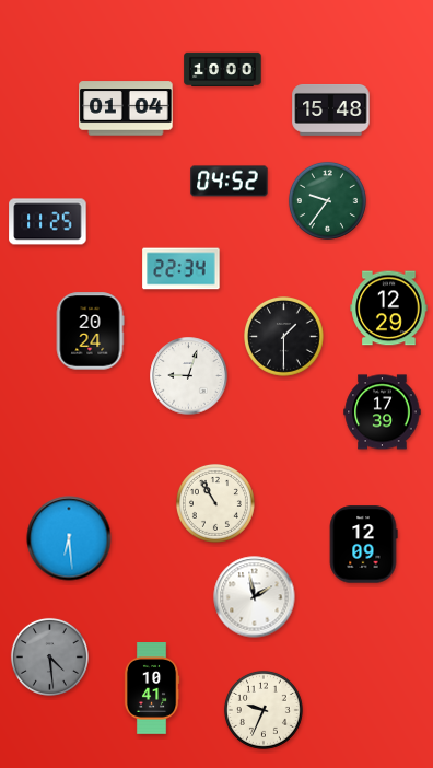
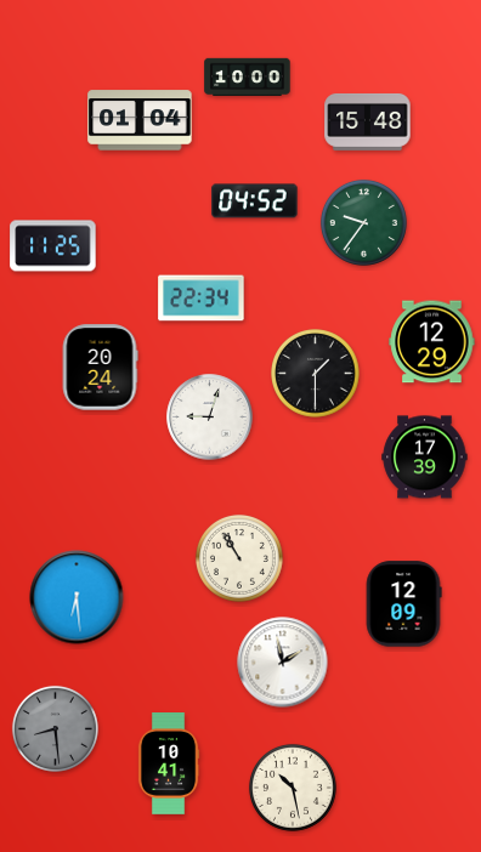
clock at (49, 656): 4:29 -> 8:29
clock at (264, 710): 9:34 -> 10:28
